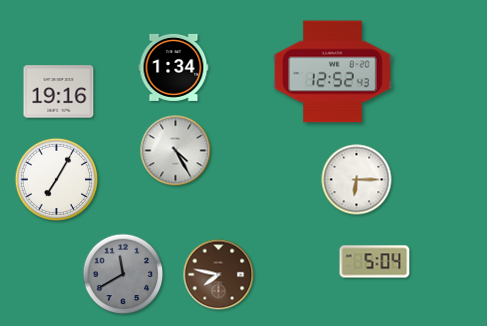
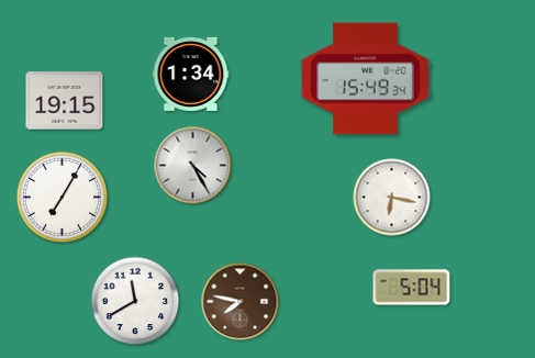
clock at (333, 72): 12:52 -> 15:49
clock at (59, 92): 19:16 -> 19:15
clock at (357, 180): 6:15 -> 6:17
clock at (123, 274) dial: grey -> white
